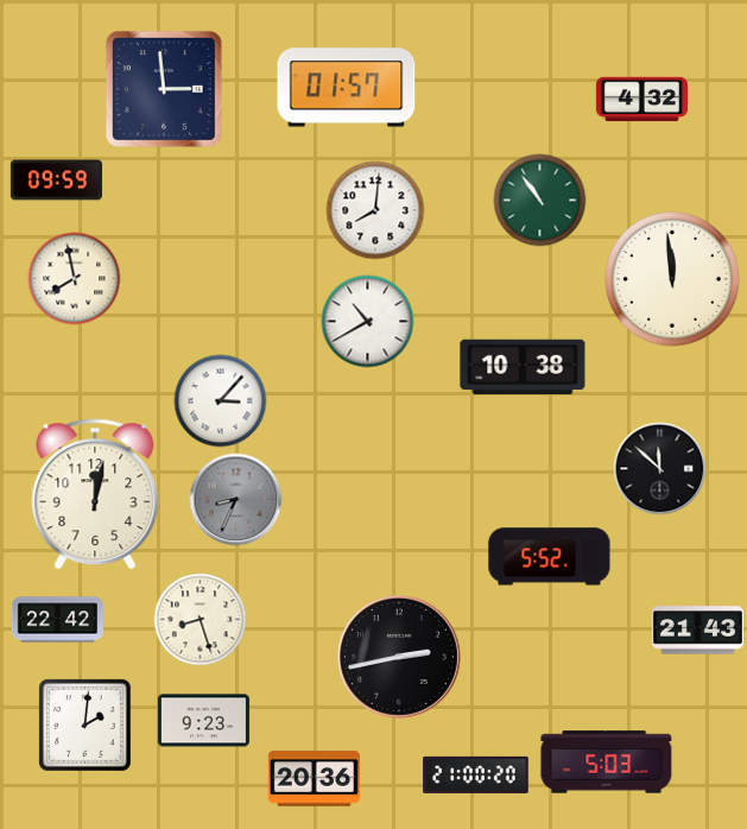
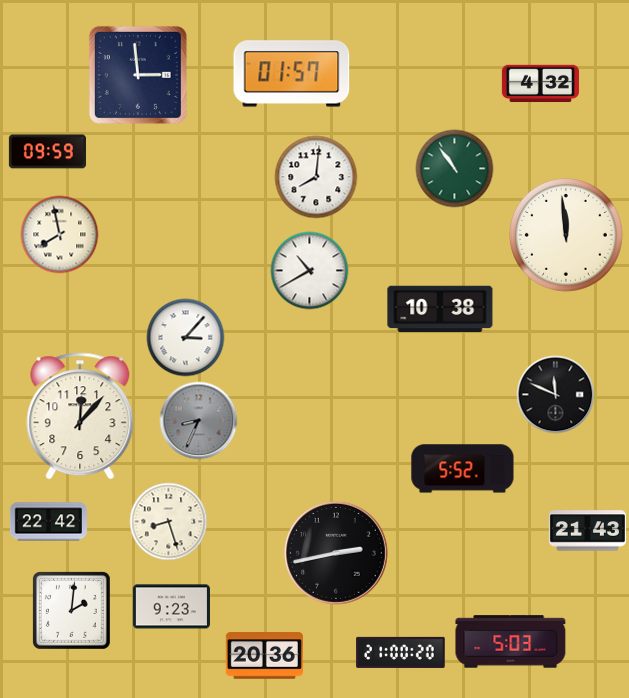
clock at (74, 278) position: (74, 278) -> (59, 234)
clock at (659, 468): 11:52 -> 11:49
clock at (95, 494): 12:02 -> 12:07
